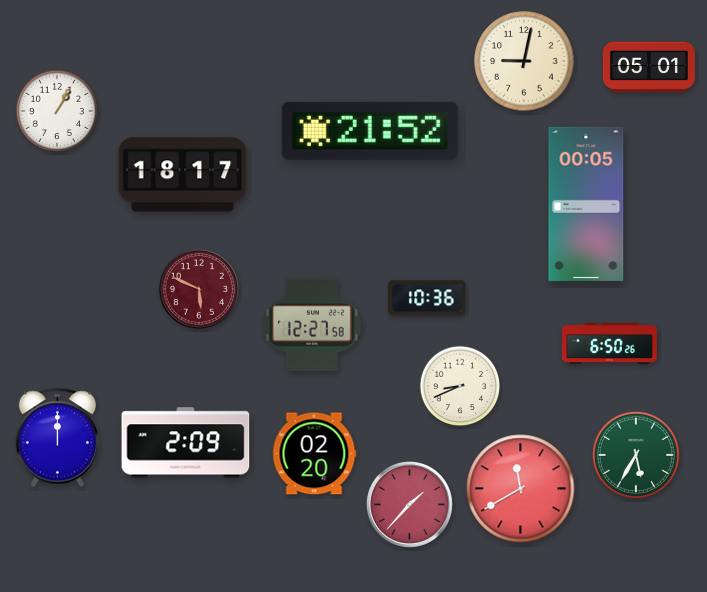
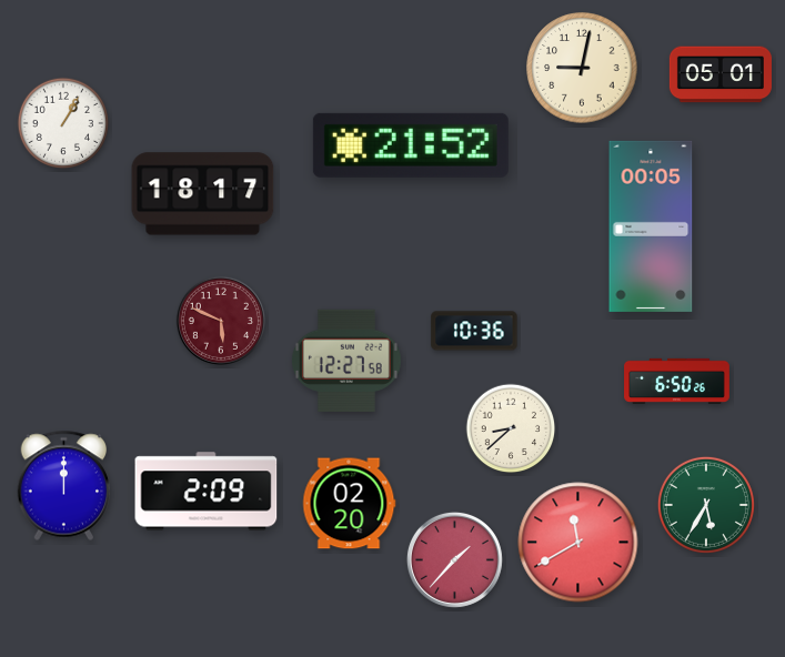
clock at (460, 386): 8:41 -> 8:38
